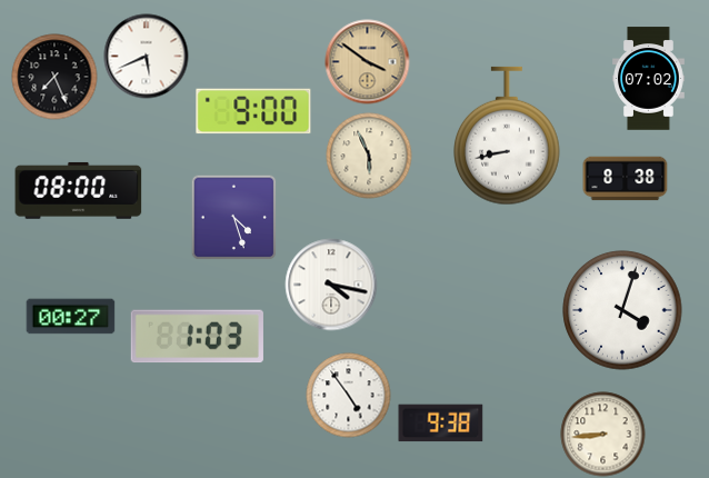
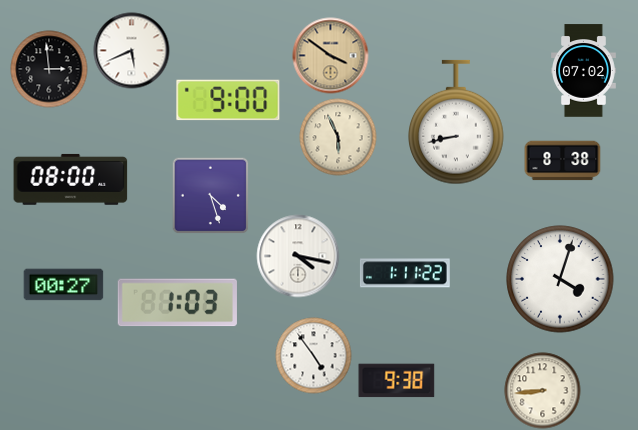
clock at (54, 77): 7:26 -> 2:59
clock at (369, 156) position: (369, 156) -> (338, 137)
clock at (79, 190) position: (79, 190) -> (71, 179)
clock at (405, 273): none -> 1:11
